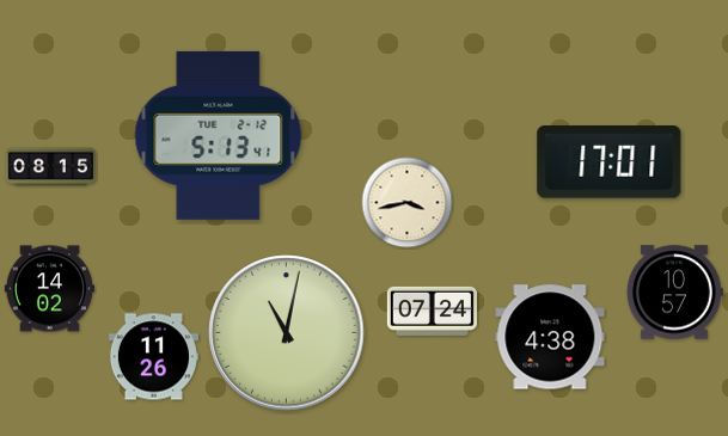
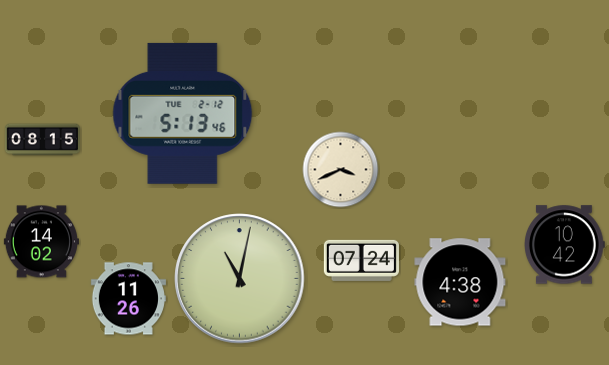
clock at (219, 135): 5:13:41 -> 5:13:46
clock at (610, 162): 17:01 -> none
clock at (408, 203): 3:43 -> 3:41
clock at (675, 293): 10:57 -> 10:42
